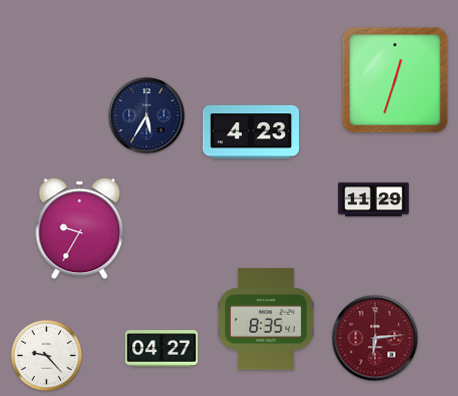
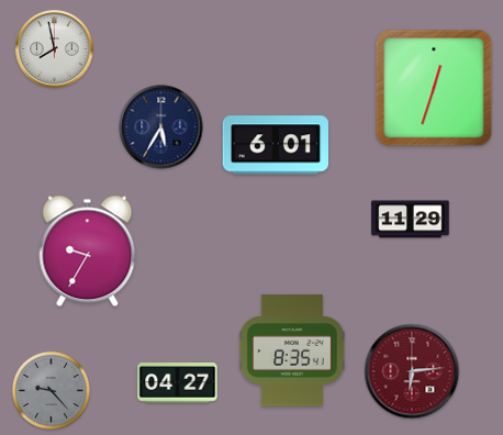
clock at (55, 49): none -> 7:58
clock at (250, 132): 4:23 -> 6:01
clock at (46, 355) dial: white -> grey
